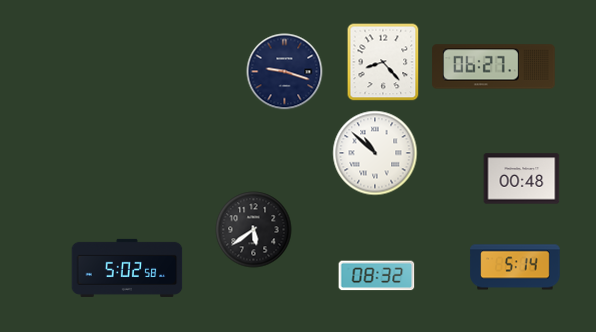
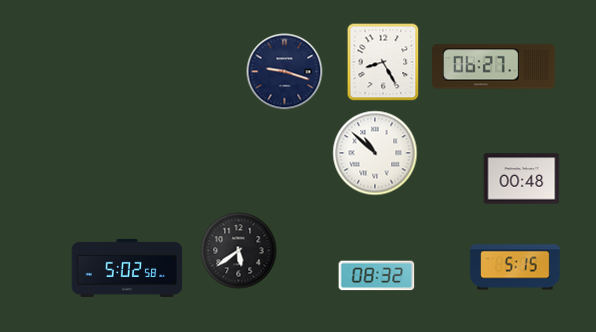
clock at (383, 62): 8:23 -> 8:25
clock at (254, 230) position: (254, 230) -> (239, 251)
clock at (515, 267): 5:14 -> 5:15
